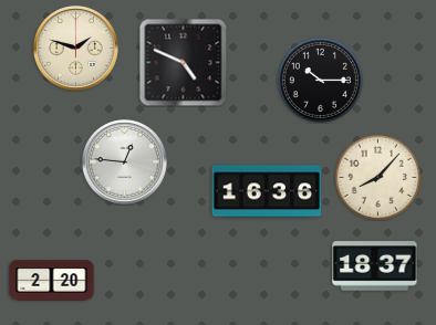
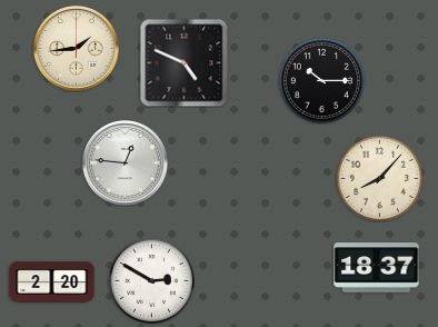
clock at (76, 49): 1:48 -> 1:44
clock at (267, 191): 16:36 -> none
clock at (151, 280): none -> 2:50
